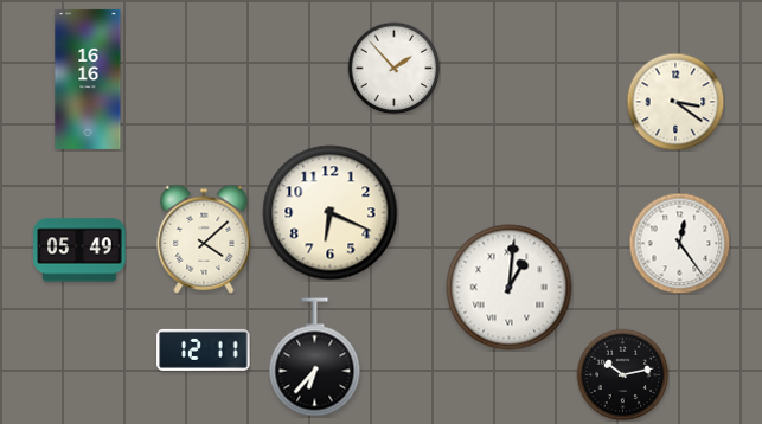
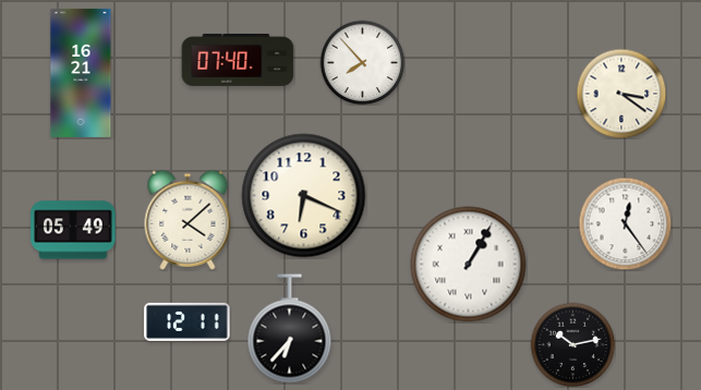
clock at (238, 60): none -> 07:40
clock at (393, 68): 1:53 -> 7:53
clock at (88, 79): 16:16 -> 16:21
clock at (510, 288): 1:01 -> 1:05
